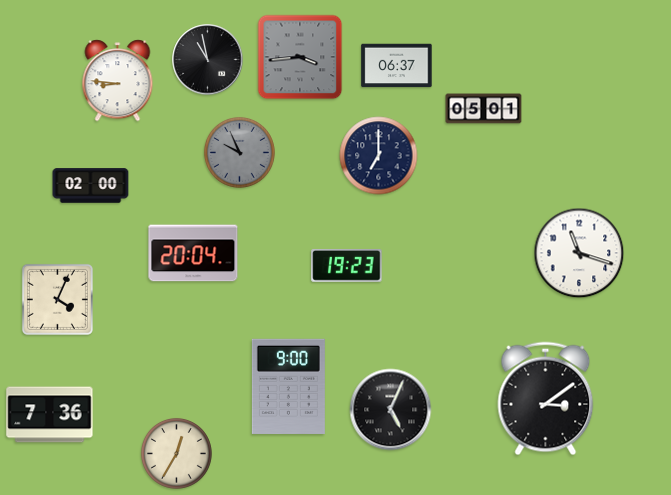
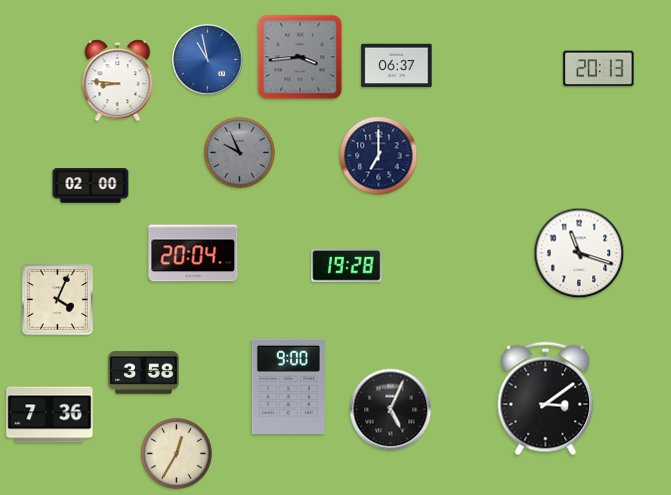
clock at (208, 60) dial: black -> blue
clock at (599, 69): none -> 20:13
clock at (484, 109): 05:01 -> none
clock at (347, 266): 19:23 -> 19:28
clock at (144, 373): none -> 3:58
